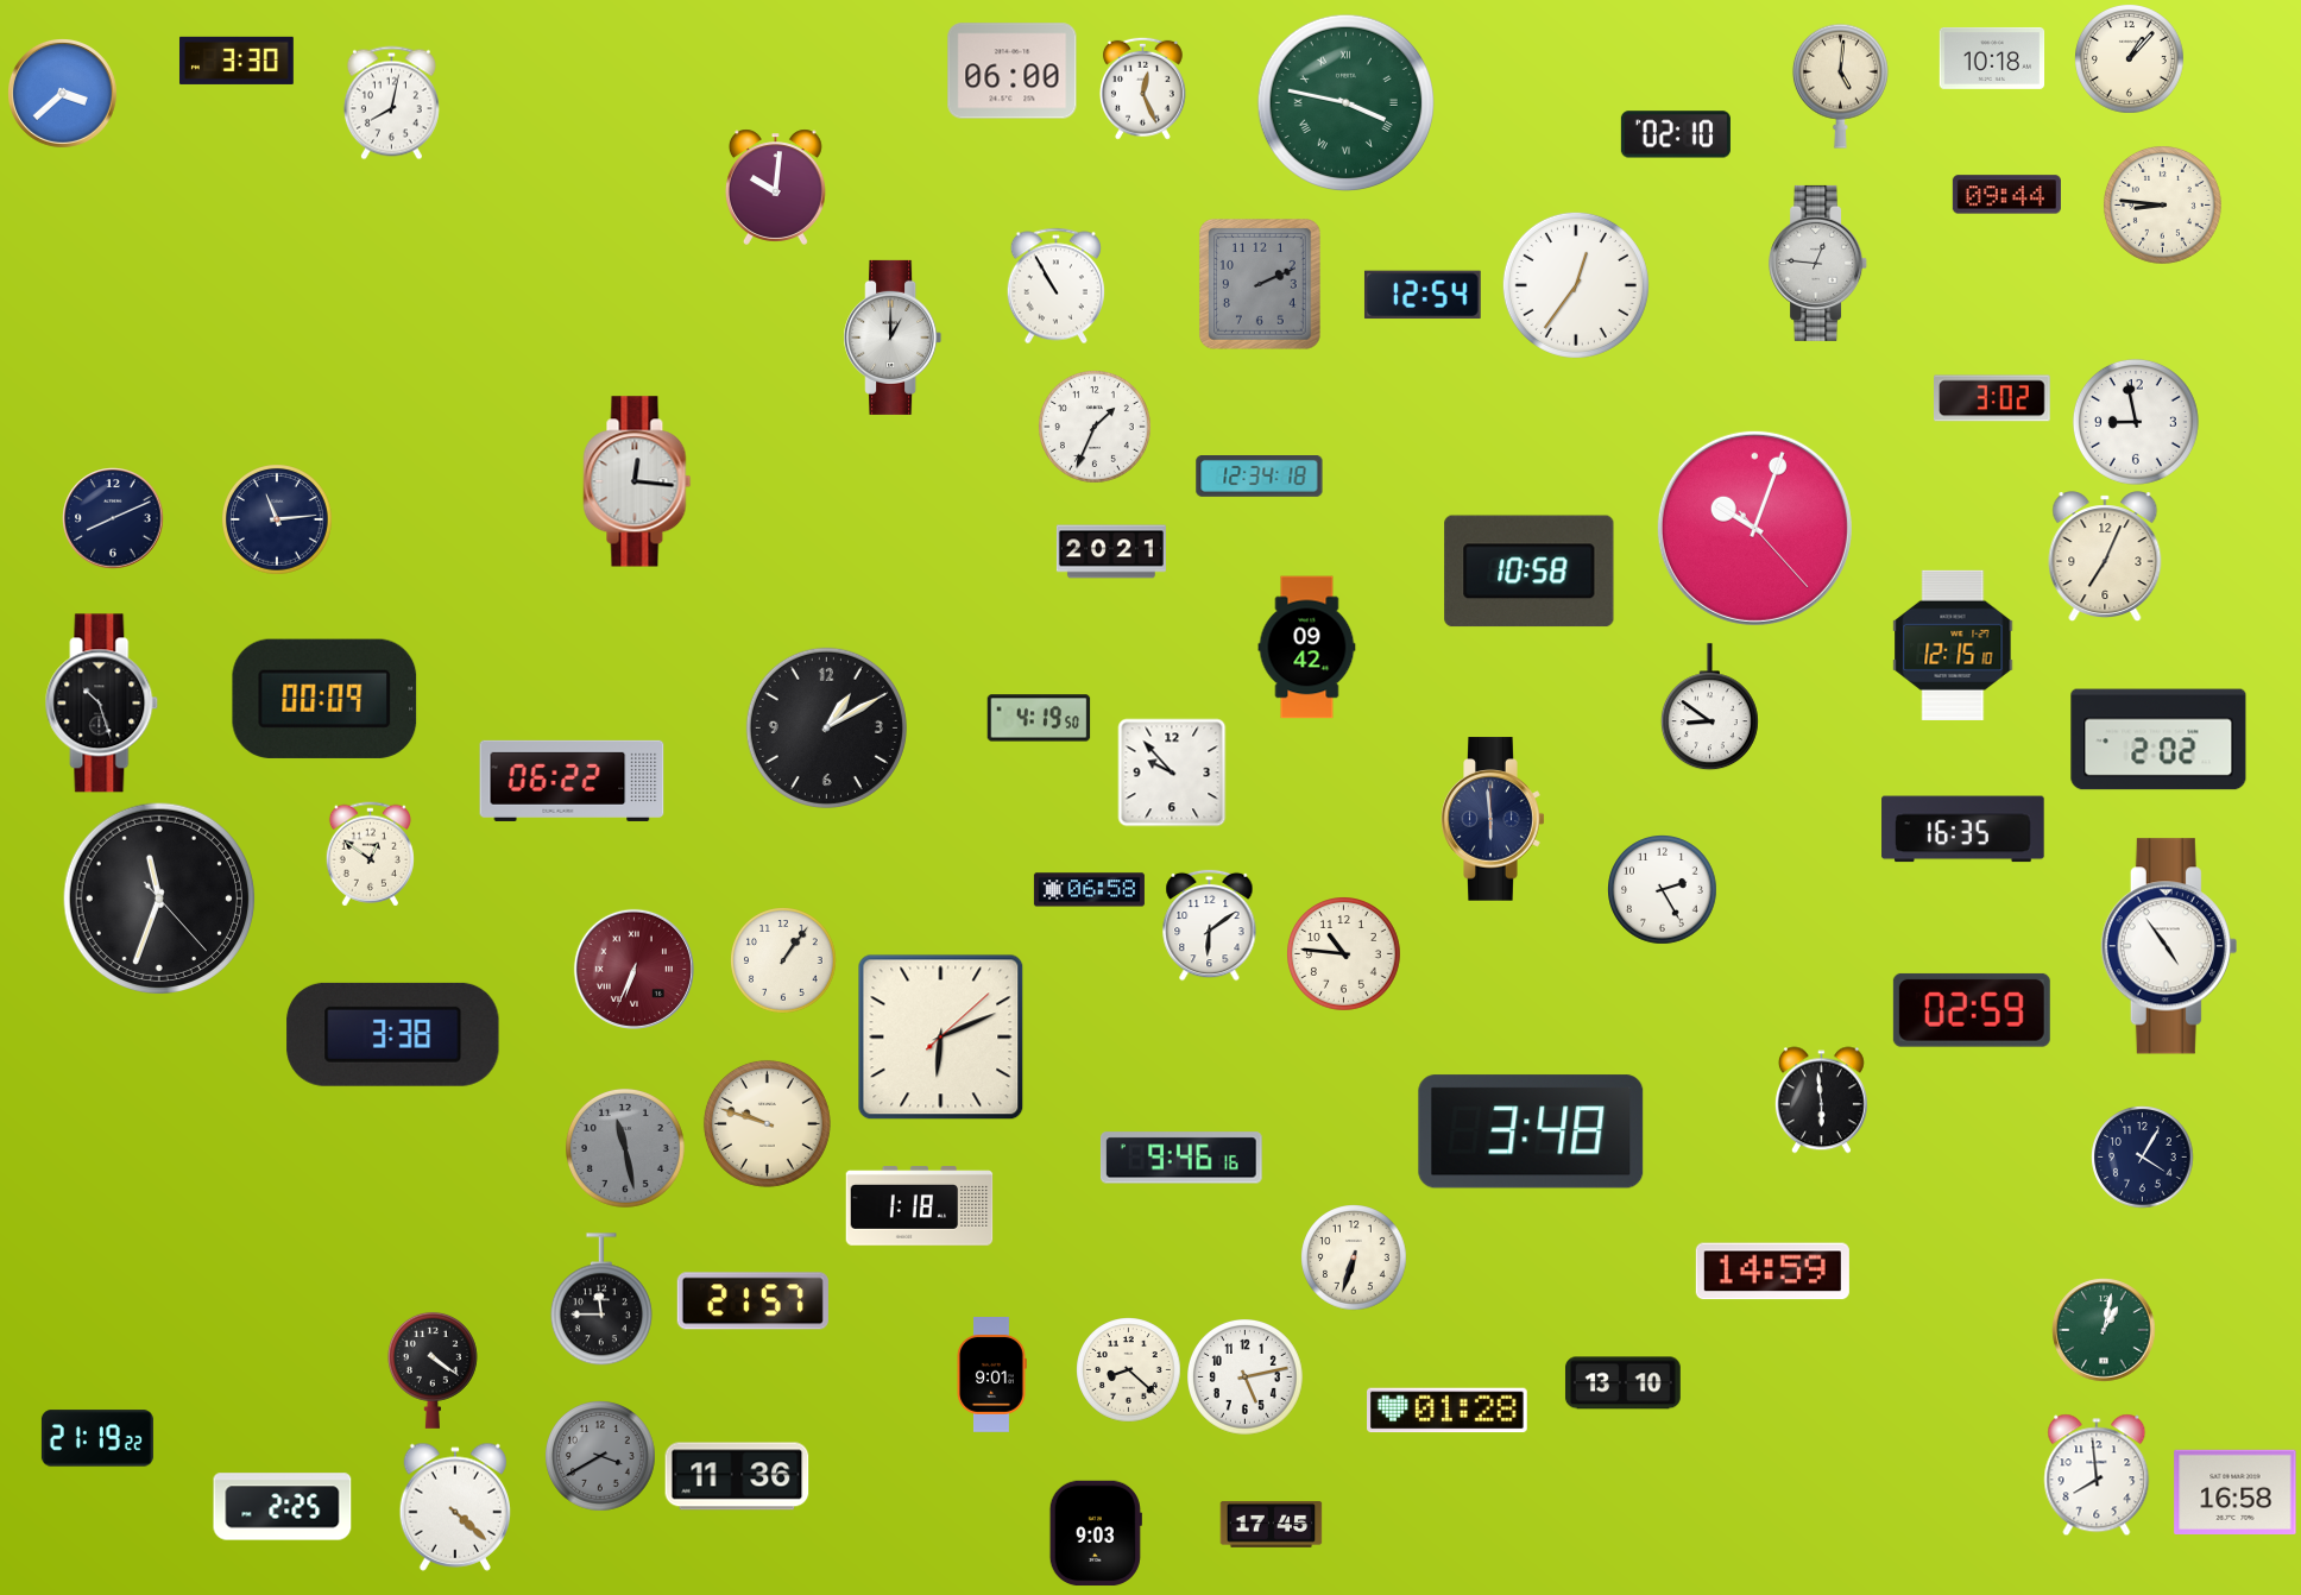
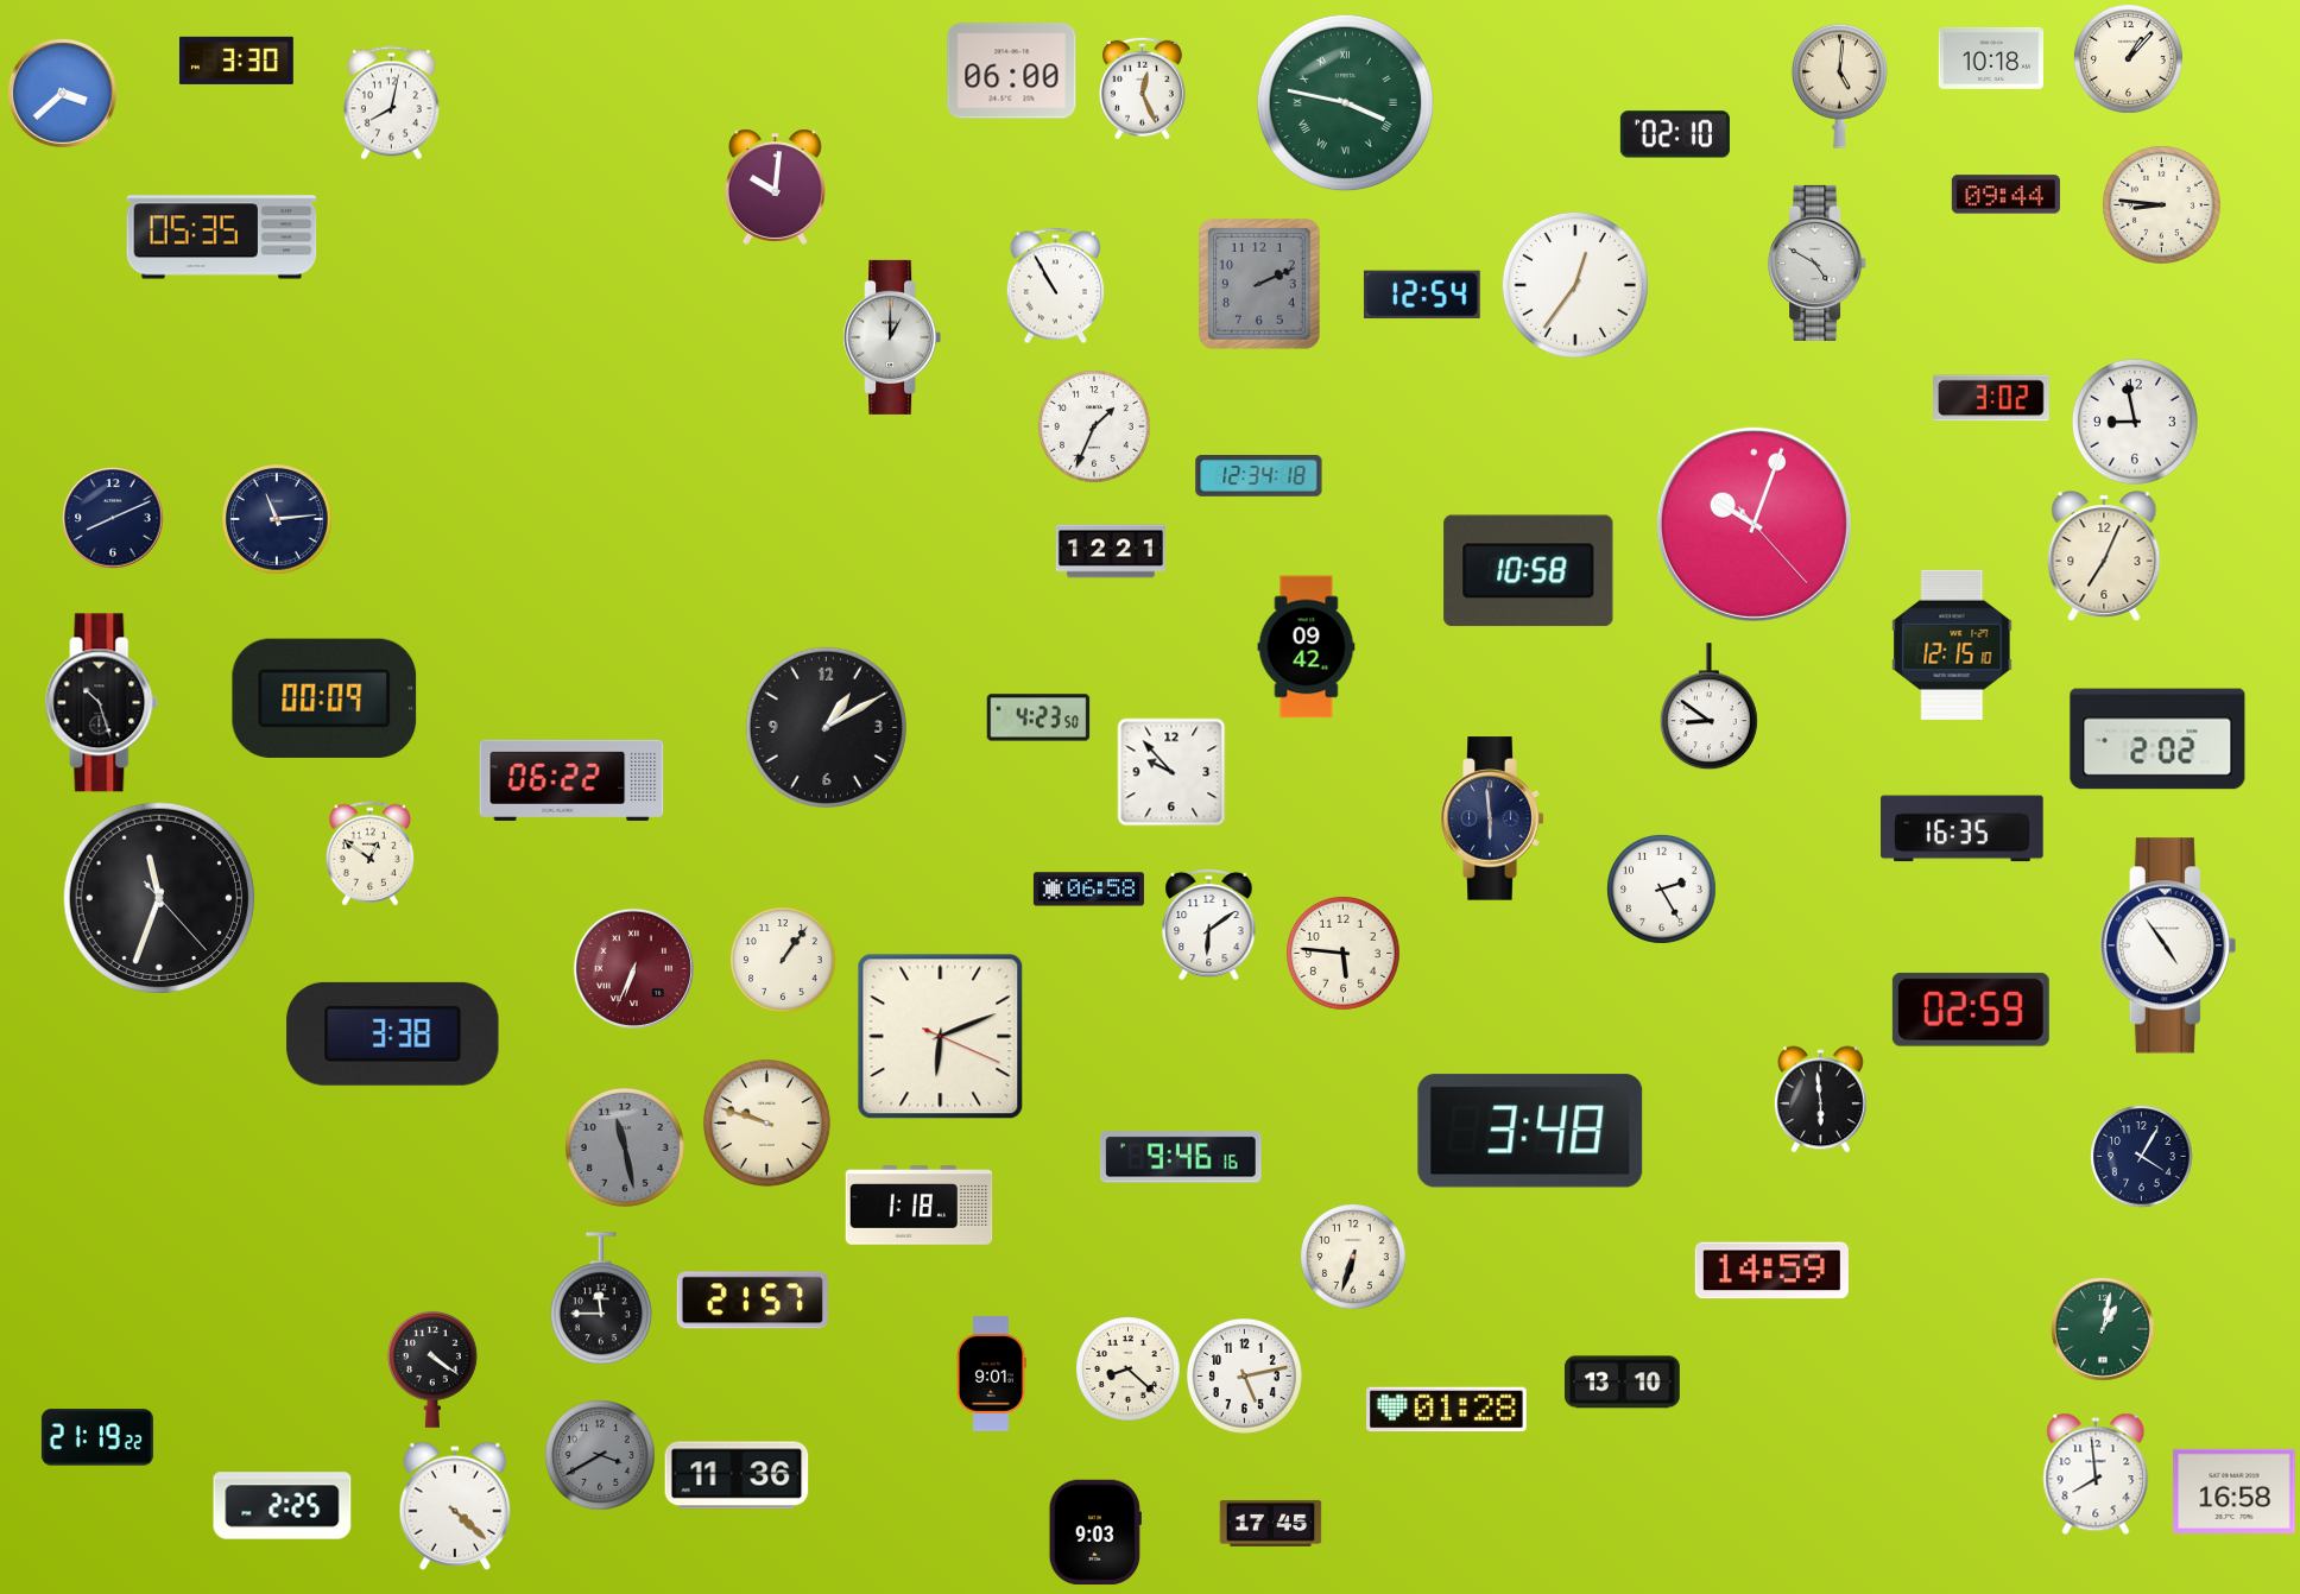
clock at (222, 238): none -> 05:35
clock at (1818, 263): 12:46 -> 4:50
clock at (637, 481): 12:16 -> none
clock at (1754, 528) position: (1754, 528) -> (1754, 524)
clock at (1111, 551): 20:21 -> 12:21
clock at (1039, 718): 4:19 -> 4:23
clock at (1344, 954): 10:46 -> 5:46
clock at (941, 1038): 6:11:08 -> 6:11:19
